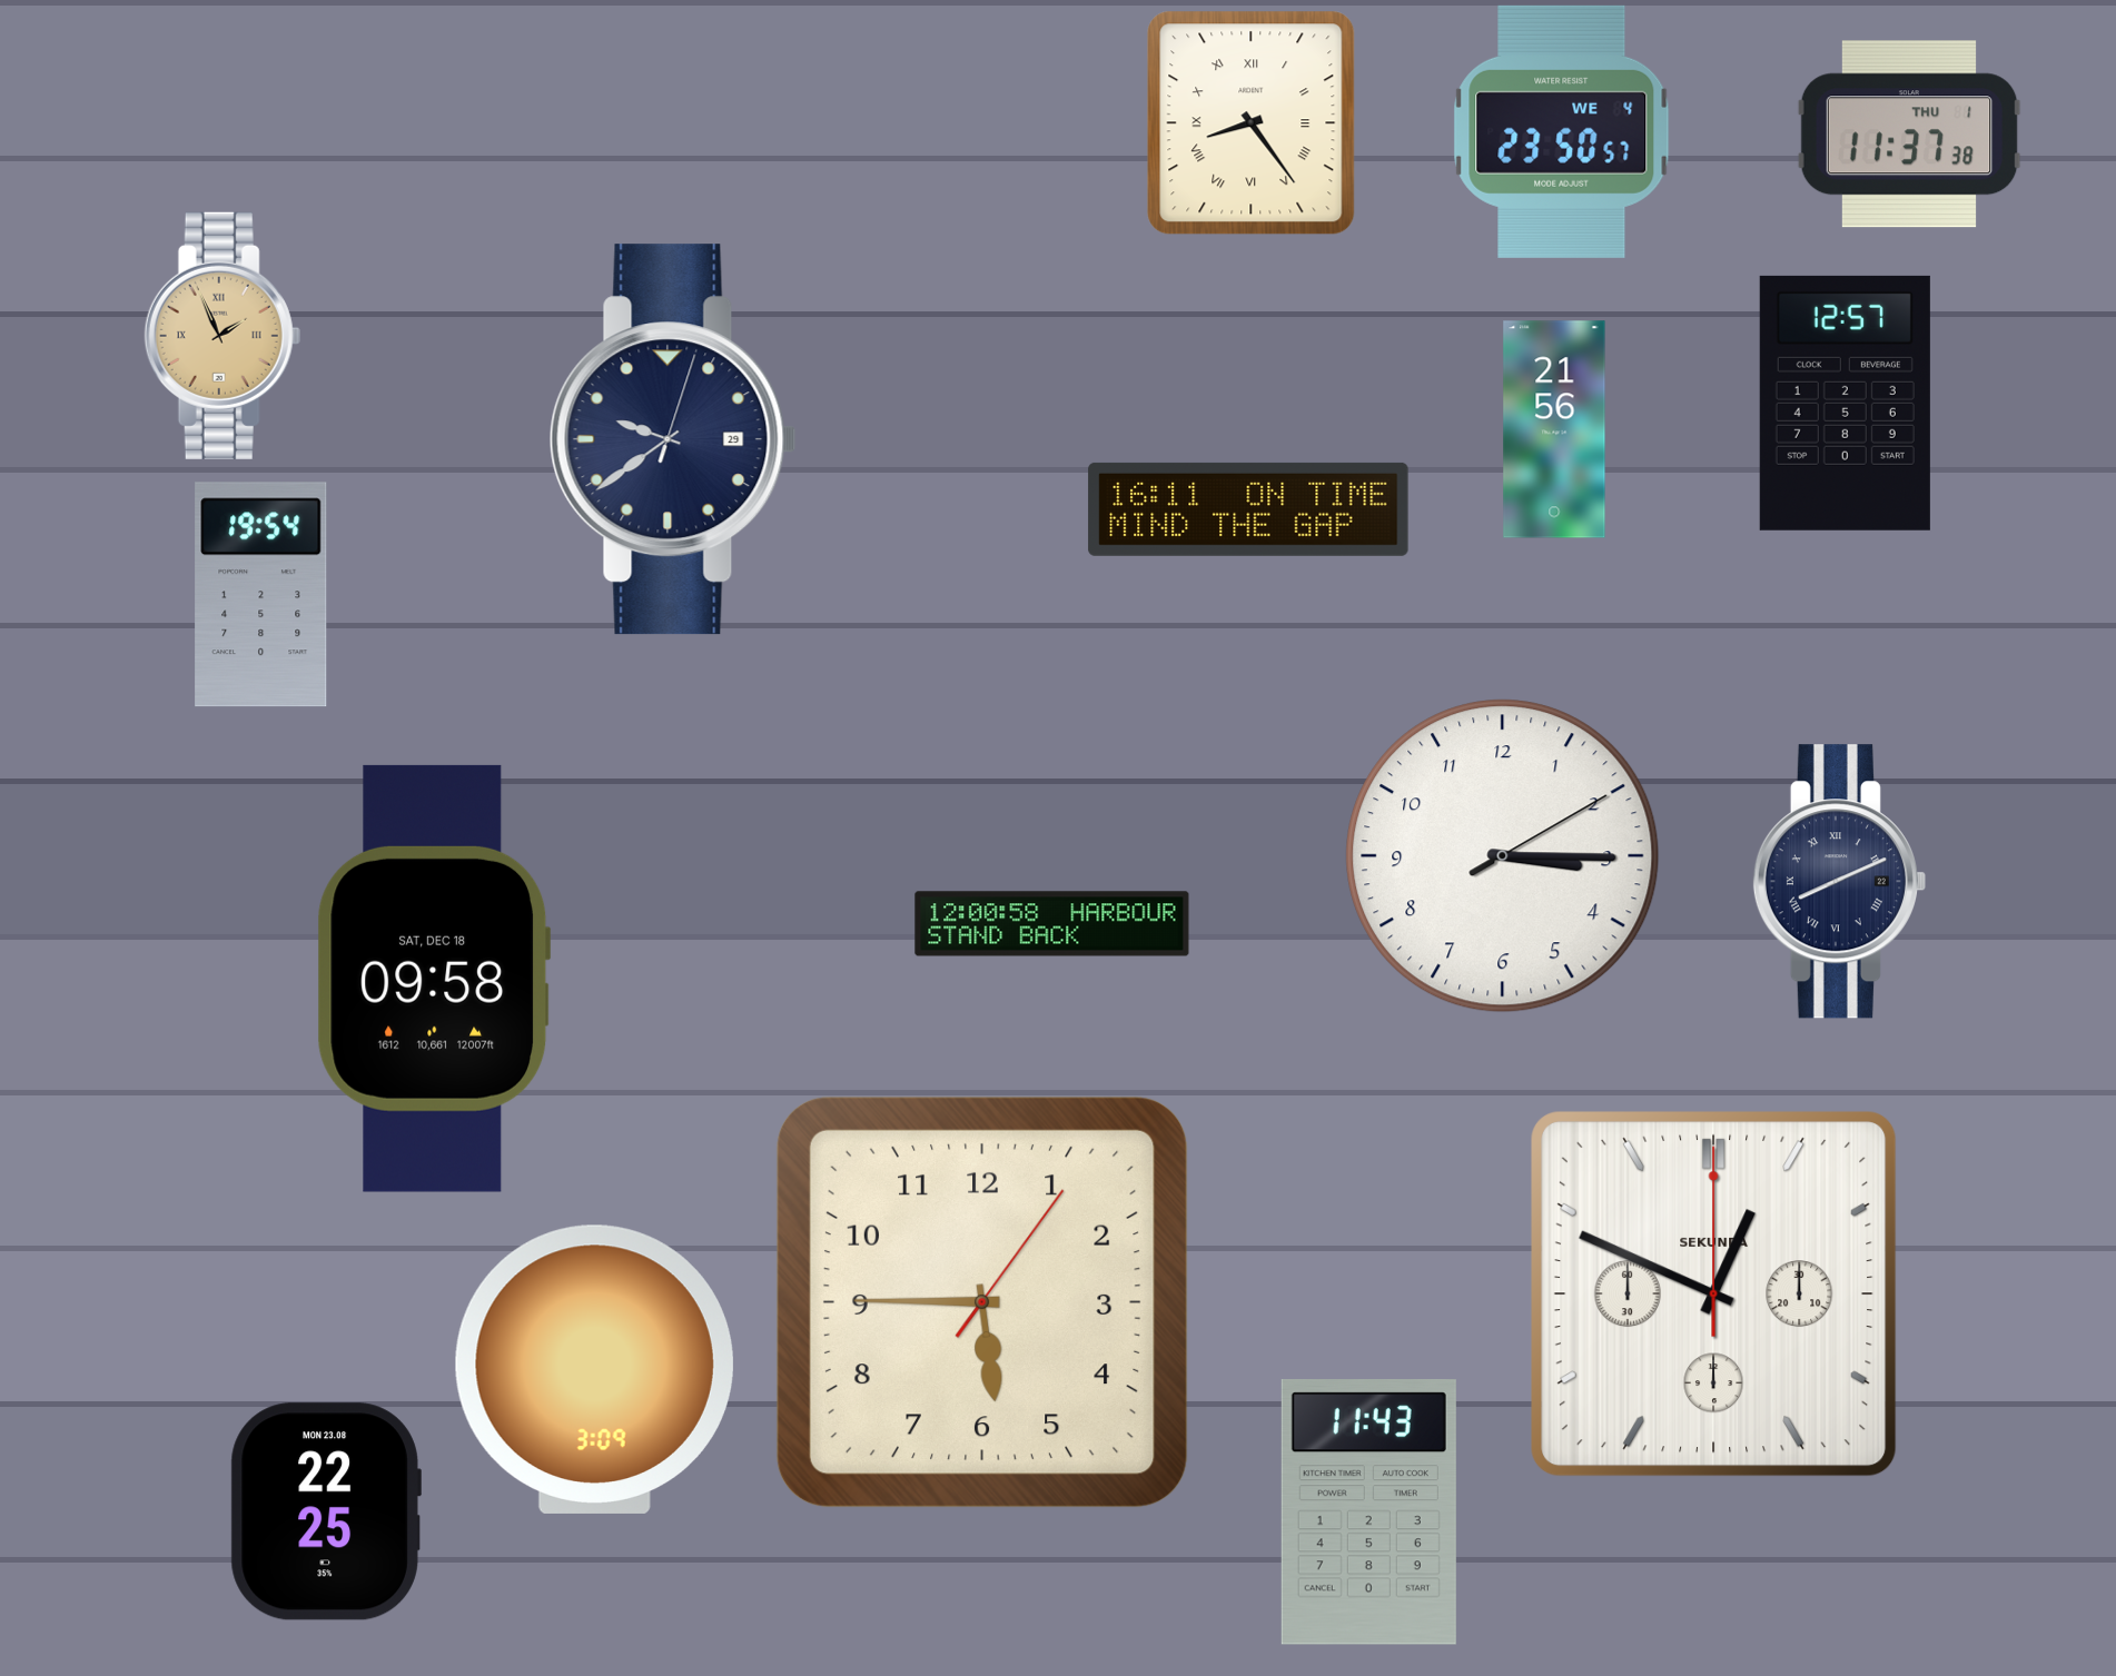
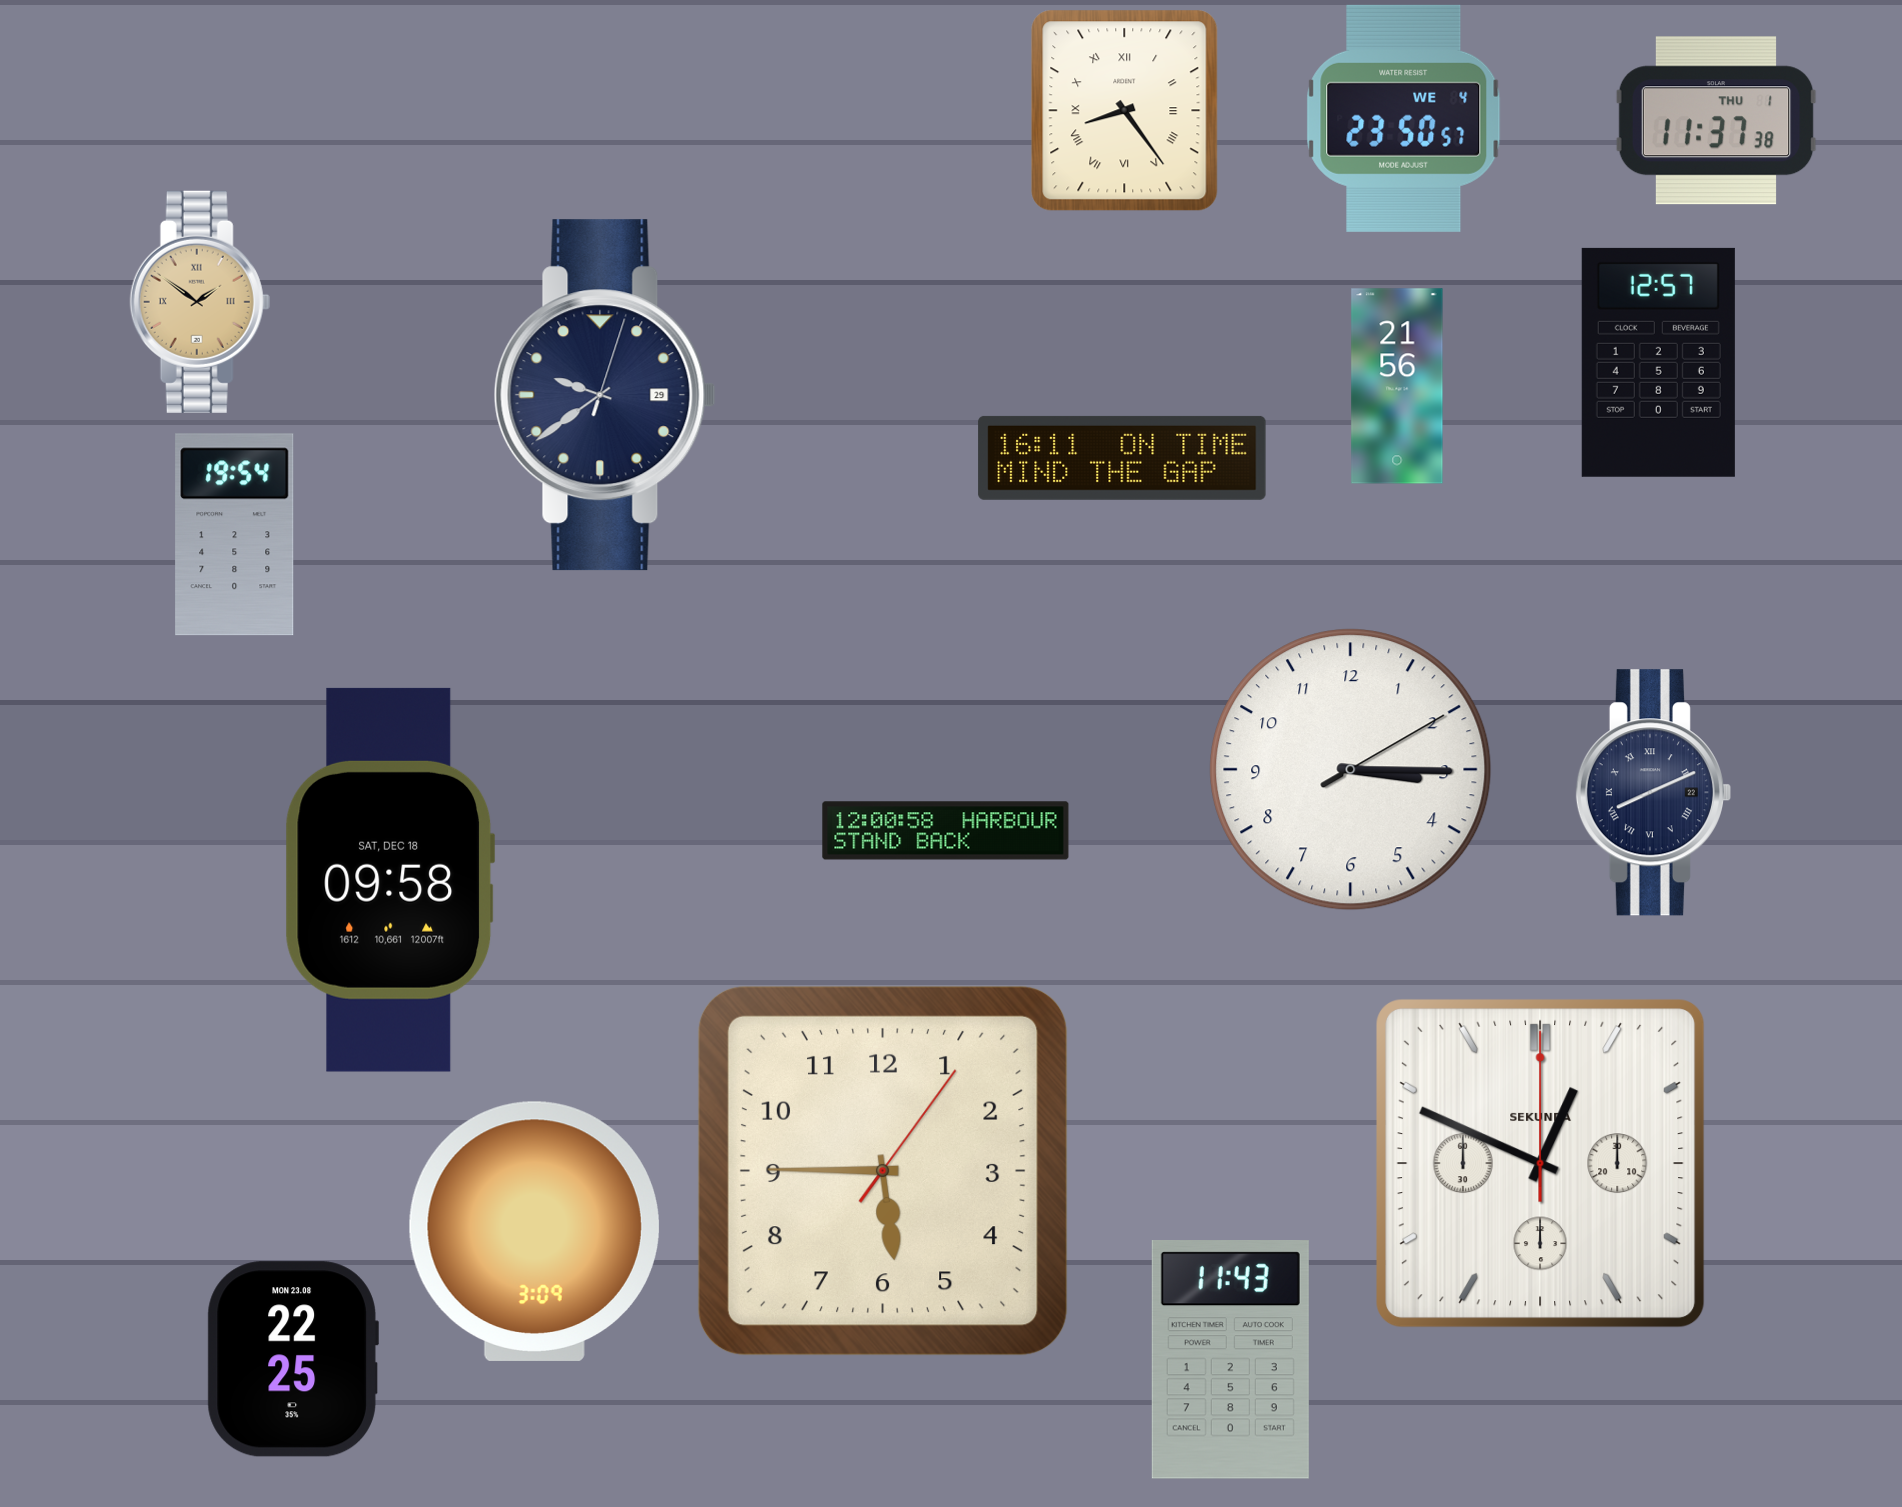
clock at (223, 336): 1:56 -> 1:51
